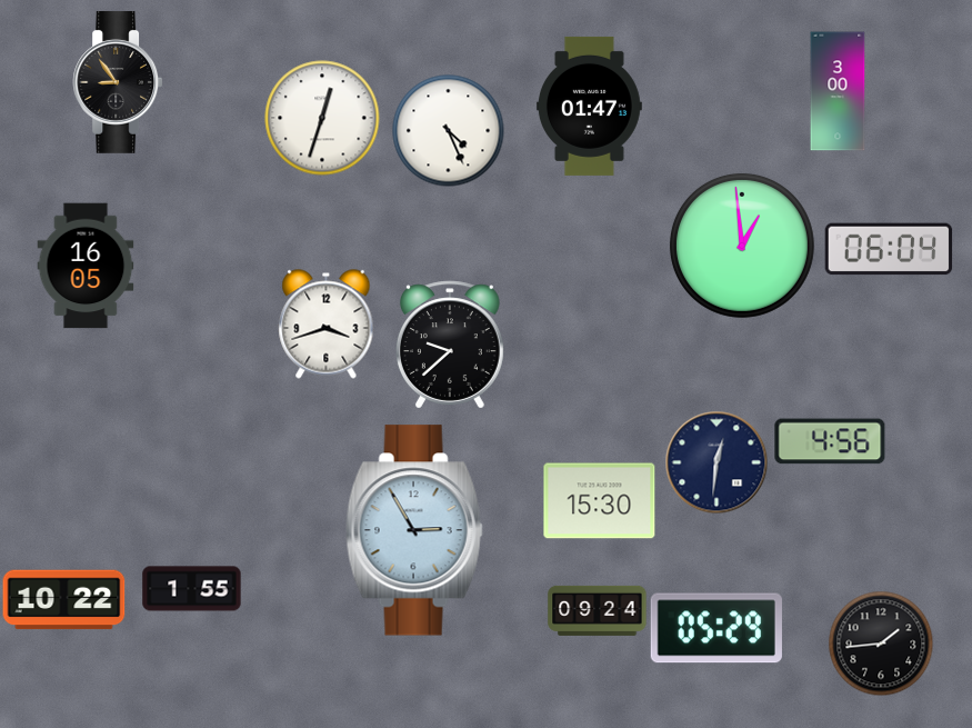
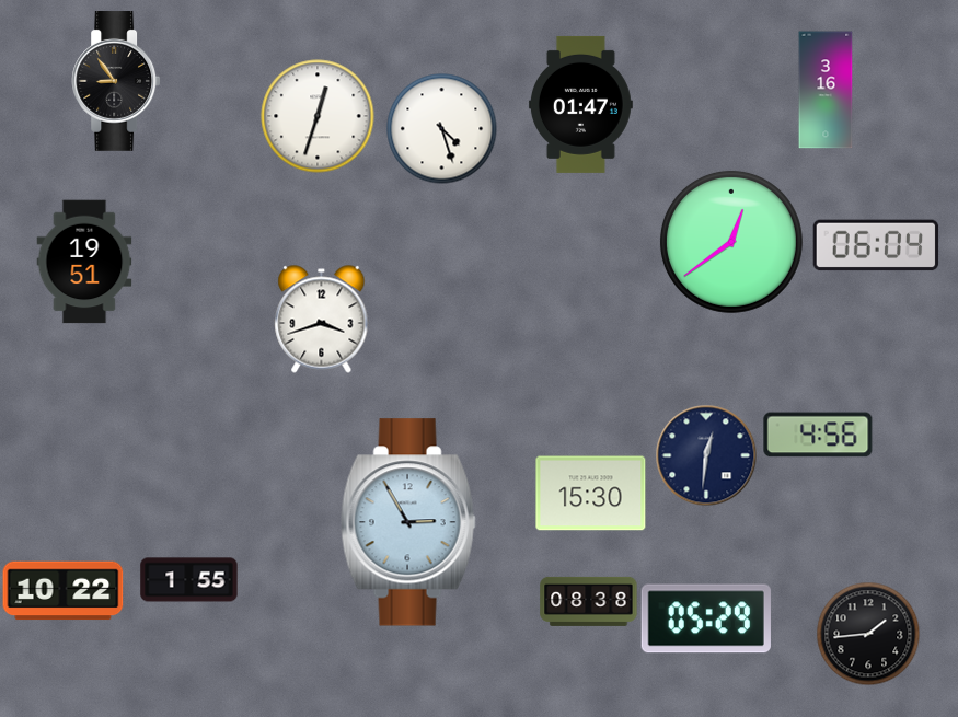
clock at (838, 91): 3:00 -> 3:16
clock at (449, 131): 4:26 -> 4:27
clock at (742, 246): 12:59 -> 12:39
clock at (86, 266): 16:05 -> 19:51
clock at (450, 345): 9:38 -> none
clock at (598, 610): 09:24 -> 08:38
